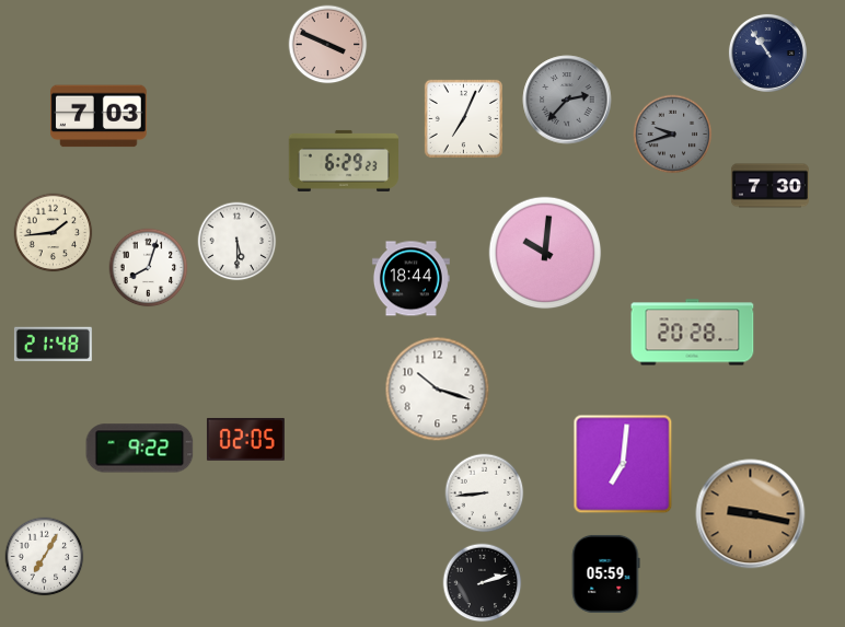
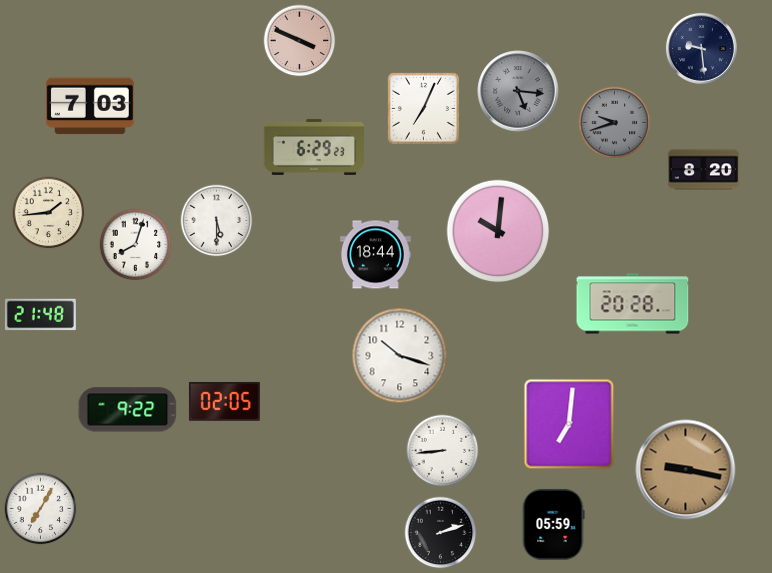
clock at (767, 53): 10:54 -> 9:29
clock at (567, 100): 2:37 -> 5:16
clock at (769, 186): 7:30 -> 8:20
clock at (53, 345) position: (53, 345) -> (40, 315)
